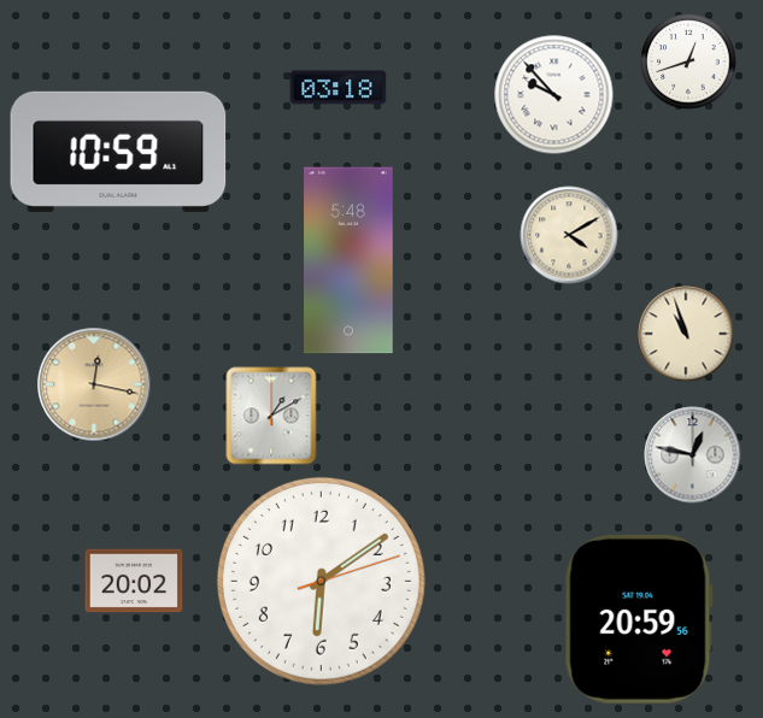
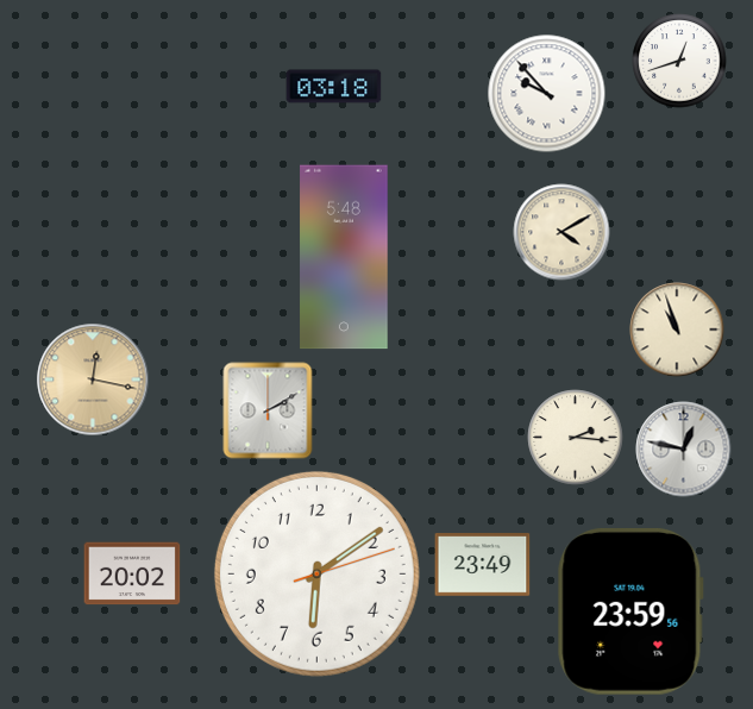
clock at (118, 152): 10:59 -> none
clock at (271, 416): 1:10 -> 2:10
clock at (576, 438): none -> 2:16
clock at (483, 565): none -> 23:49
clock at (639, 619): 20:59 -> 23:59
